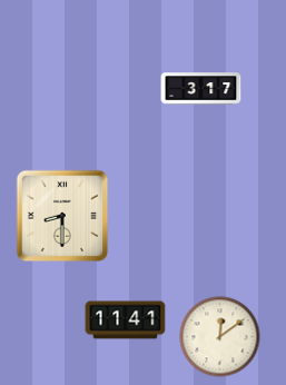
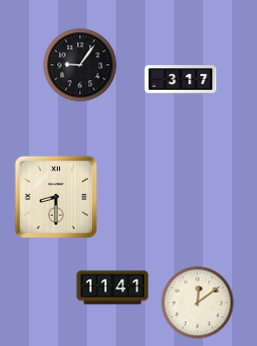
clock at (80, 65): none -> 9:06
clock at (62, 216) position: (62, 216) -> (56, 197)
